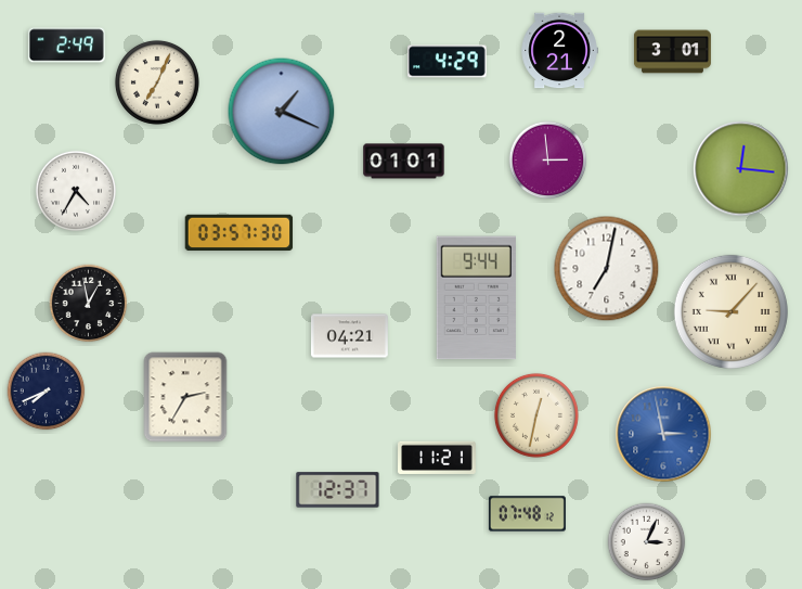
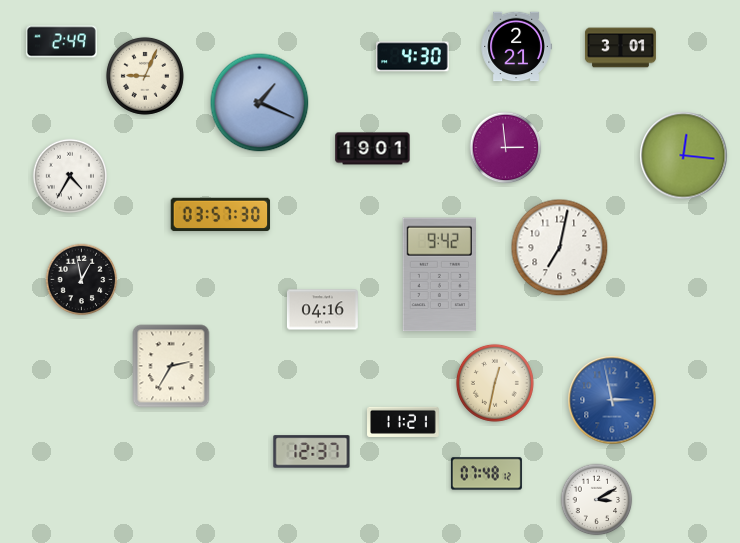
clock at (448, 62): 4:29 -> 4:30
clock at (157, 82): 7:04 -> 9:04
clock at (404, 162): 01:01 -> 19:01
clock at (476, 298): 9:44 -> 9:42
clock at (730, 311): 9:07 -> none
clock at (349, 336): 04:21 -> 04:16
clock at (47, 392): 7:41 -> none
clock at (647, 542): 3:04 -> 3:10
